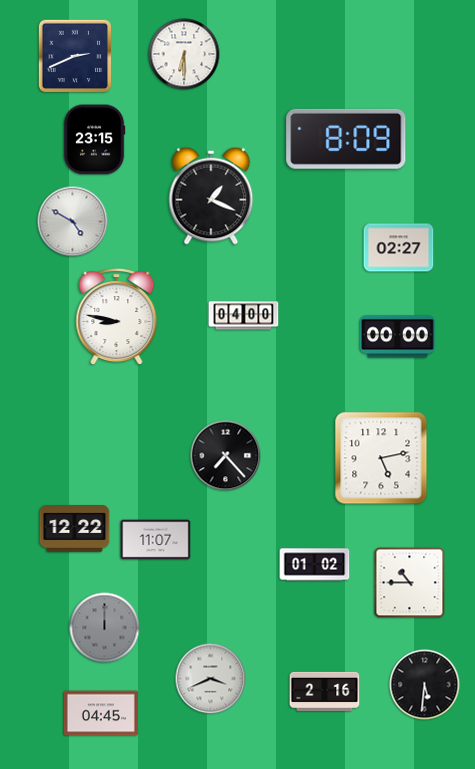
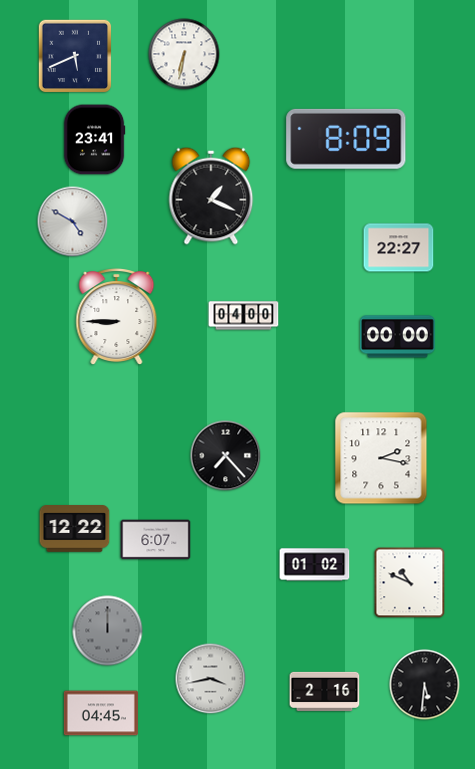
clock at (184, 54): 6:30 -> 6:32
clock at (75, 56): 2:41 -> 5:41
clock at (94, 140): 23:15 -> 23:41
clock at (399, 248): 02:27 -> 22:27
clock at (117, 317): 8:47 -> 8:45
clock at (381, 458): 5:13 -> 2:17
clock at (156, 540): 11:07 -> 6:07
clock at (410, 583): 10:45 -> 10:49
clock at (105, 628) position: (105, 628) -> (108, 631)
clock at (211, 679): 3:41 -> 3:43
